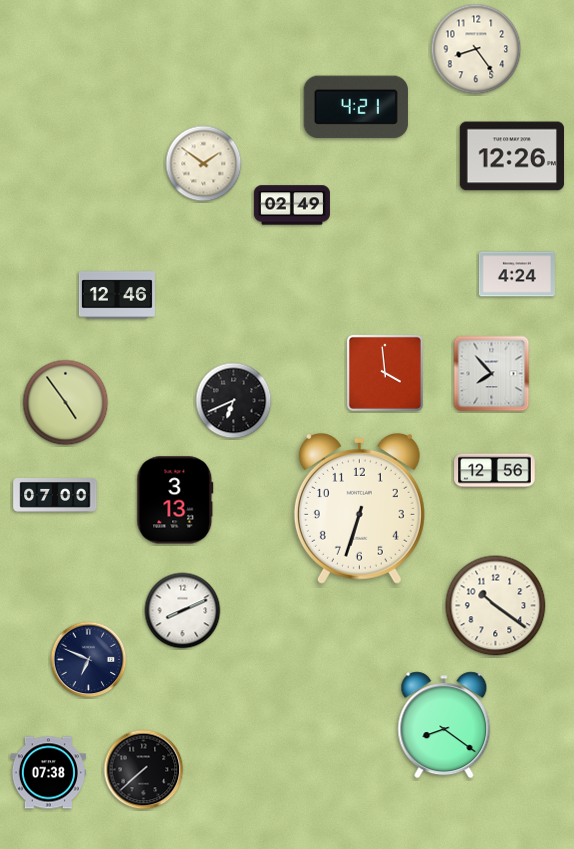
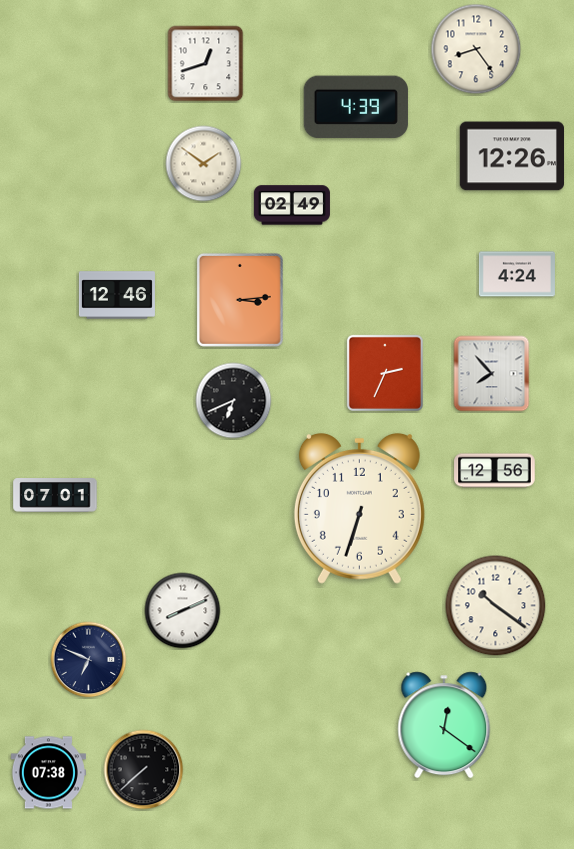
clock at (206, 64): none -> 12:42
clock at (356, 107): 4:21 -> 4:39
clock at (240, 300): none -> 3:14
clock at (385, 373): 3:59 -> 2:34
clock at (66, 403): 4:54 -> none
clock at (55, 496): 07:00 -> 07:01
clock at (175, 500): 3:13 -> none
clock at (444, 725): 8:21 -> 12:21
